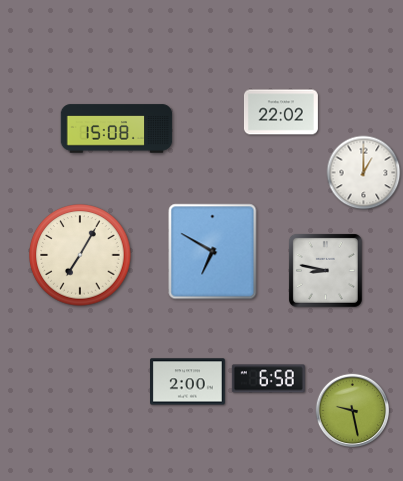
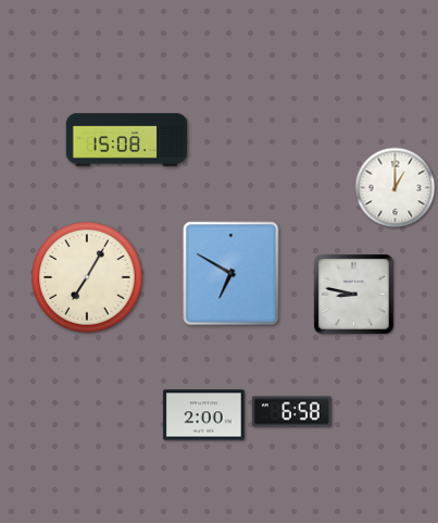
clock at (281, 112): 22:02 -> none
clock at (352, 410): 9:28 -> none
